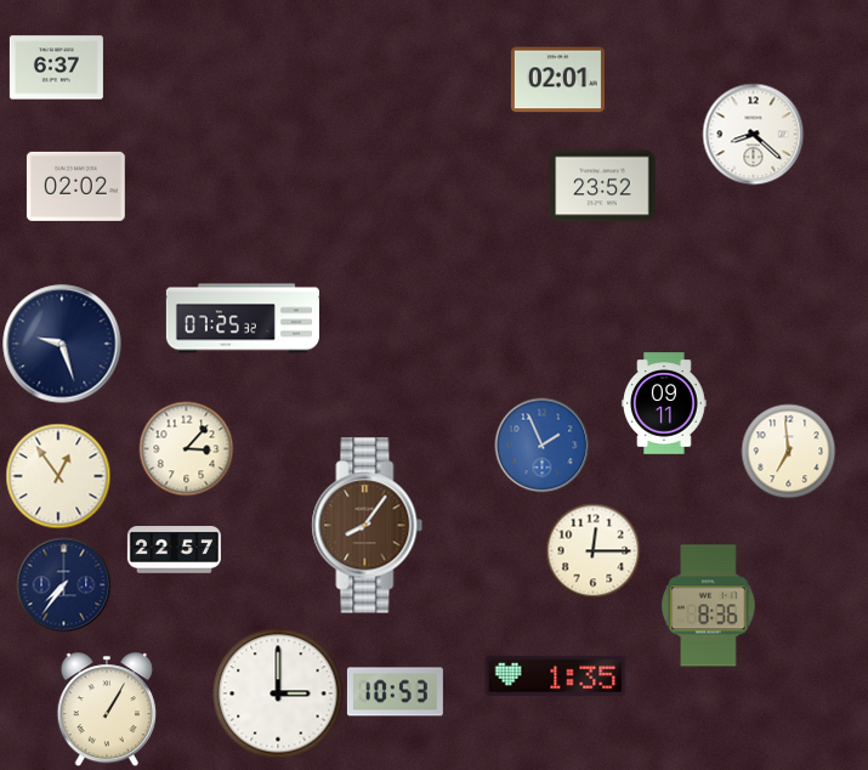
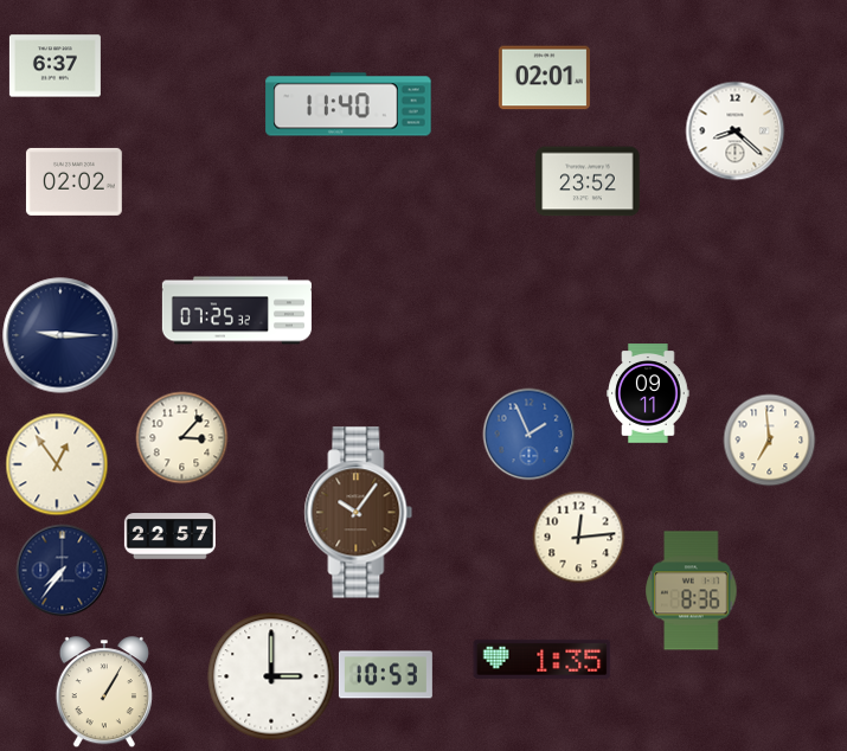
clock at (348, 104): none -> 11:40
clock at (62, 344): 9:27 -> 9:15
clock at (368, 526): 8:06 -> 10:06
clock at (592, 550): 12:15 -> 12:14
